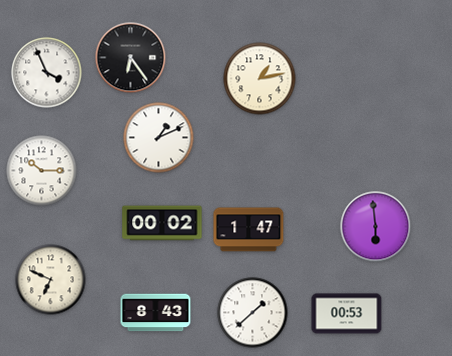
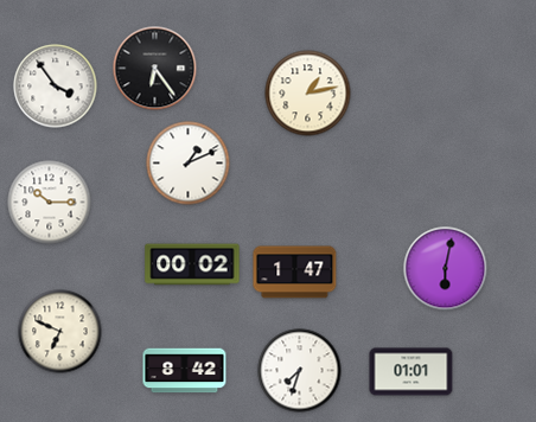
clock at (47, 73): 3:56 -> 3:54
clock at (376, 227): 5:59 -> 6:02
clock at (156, 313): 8:43 -> 8:42
clock at (253, 313): 1:38 -> 7:33
clock at (347, 314): 00:53 -> 01:01
